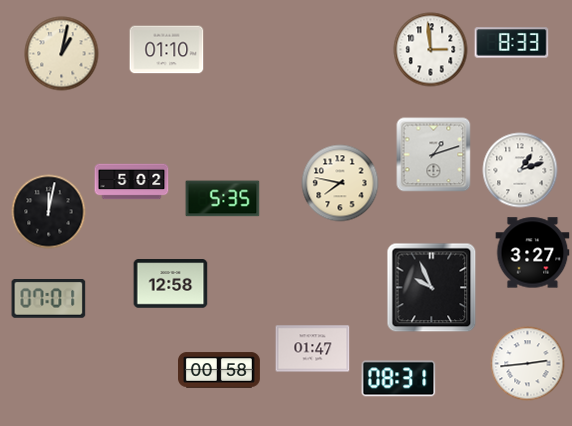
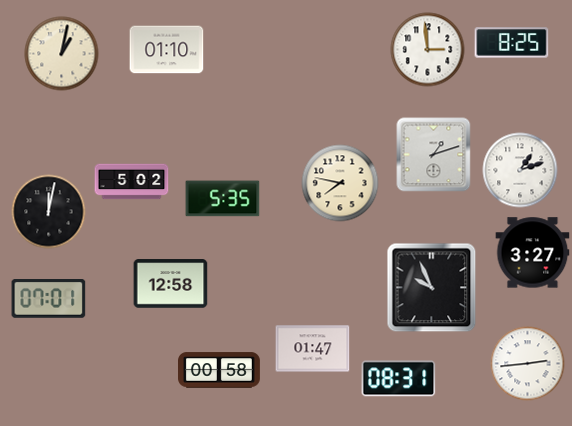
clock at (512, 43): 8:33 -> 8:25
clock at (431, 50) position: (431, 50) -> (428, 50)
